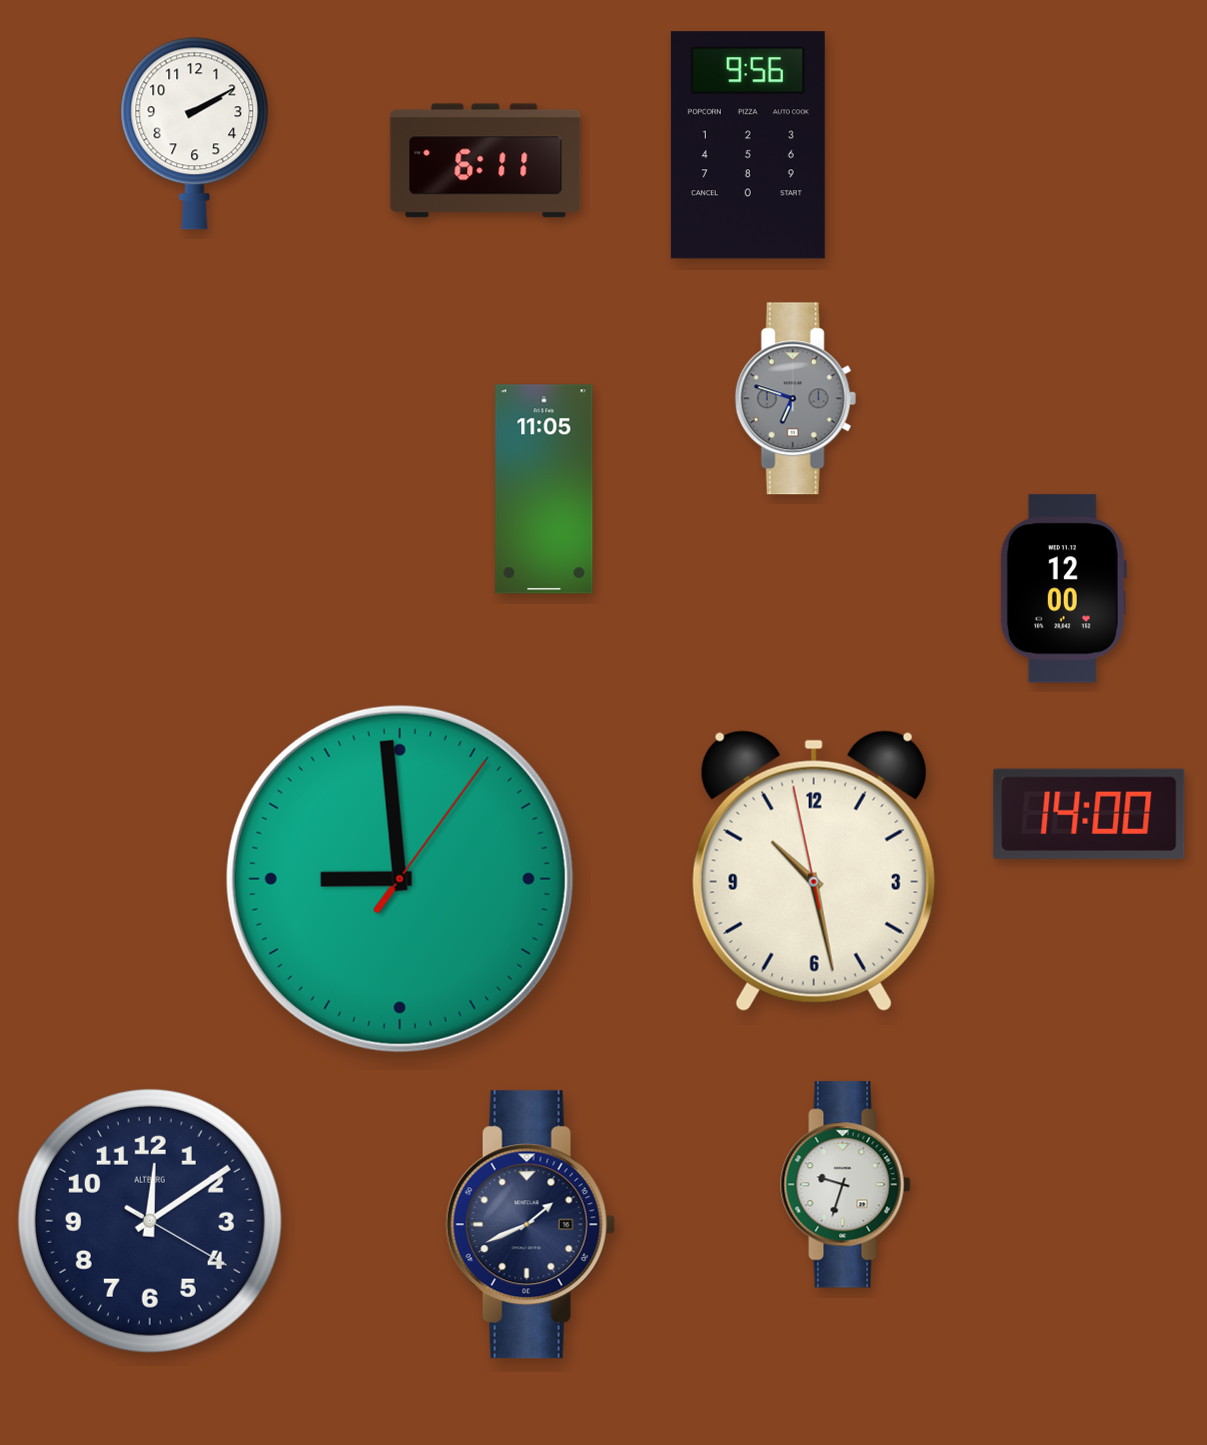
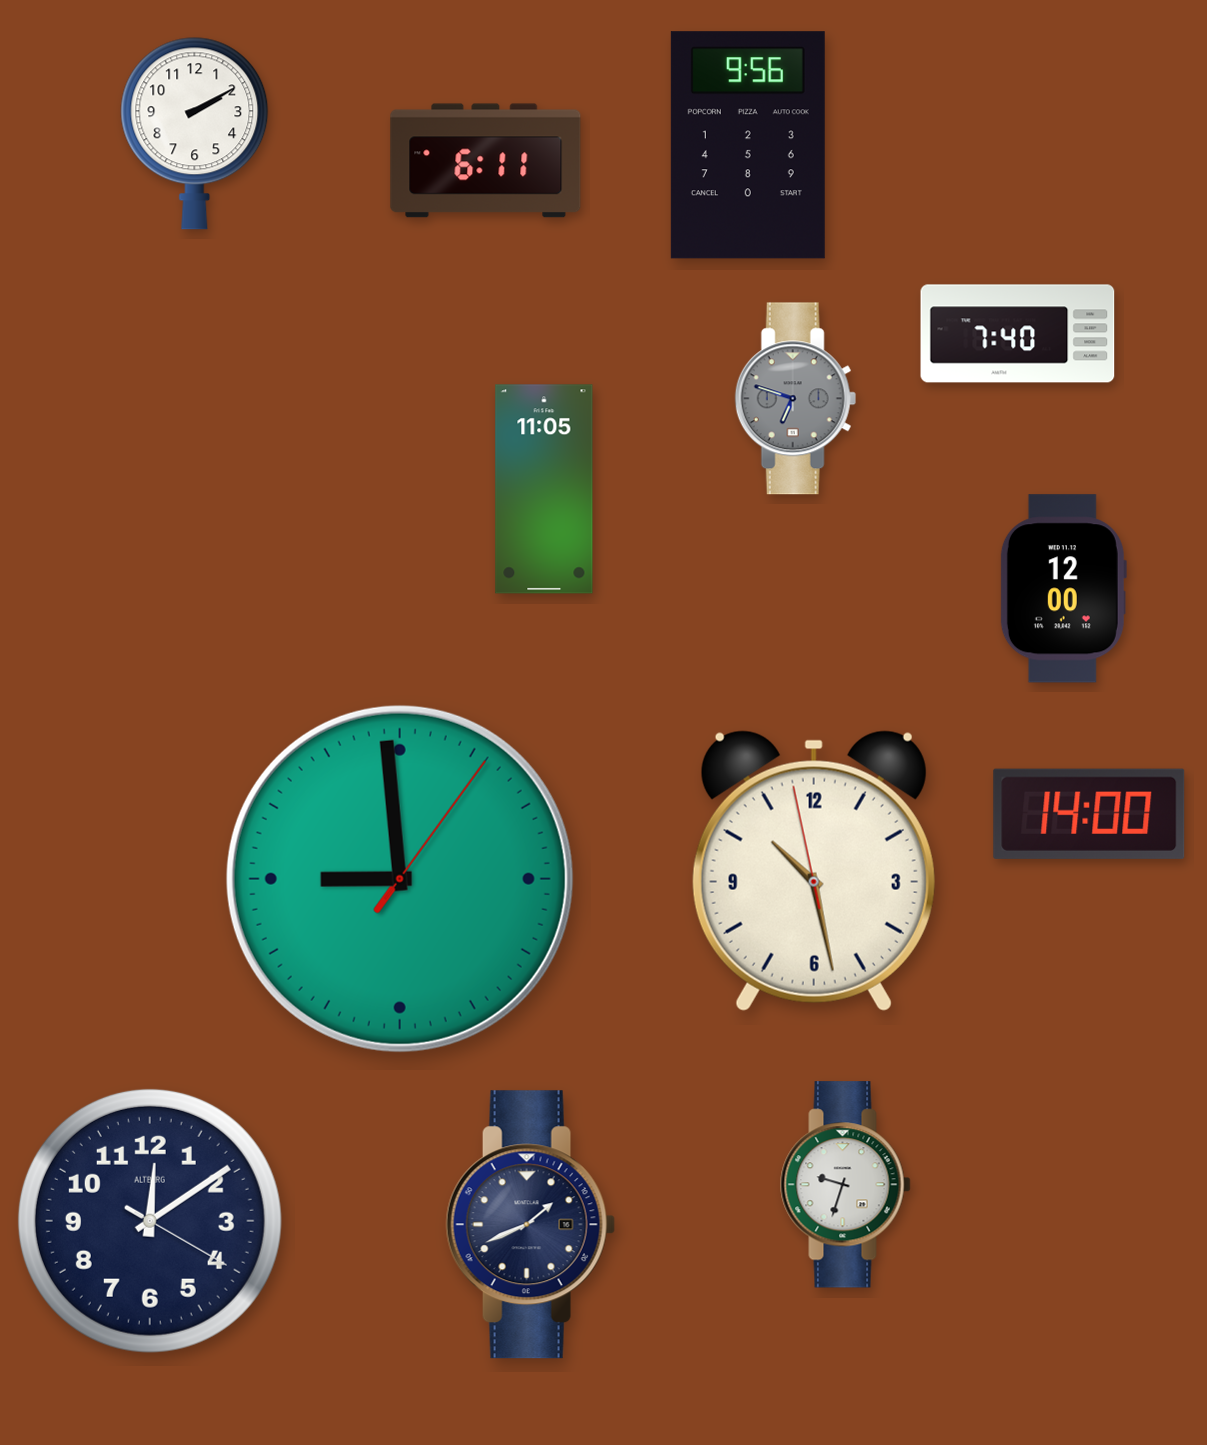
clock at (1018, 334): none -> 7:40
